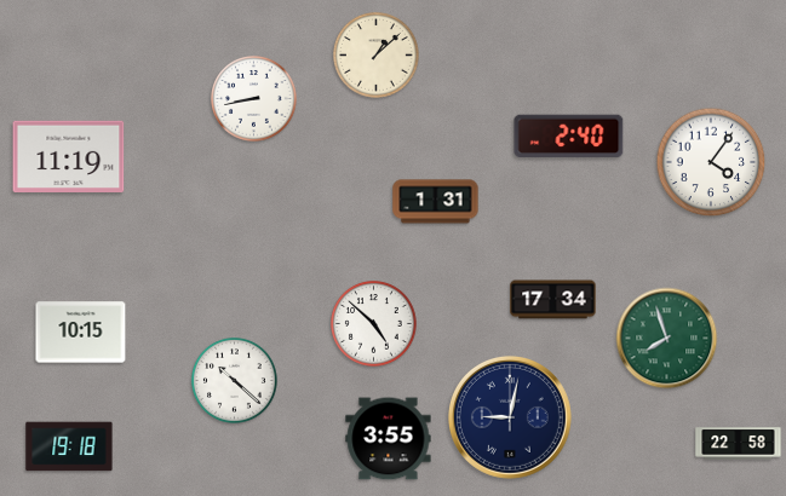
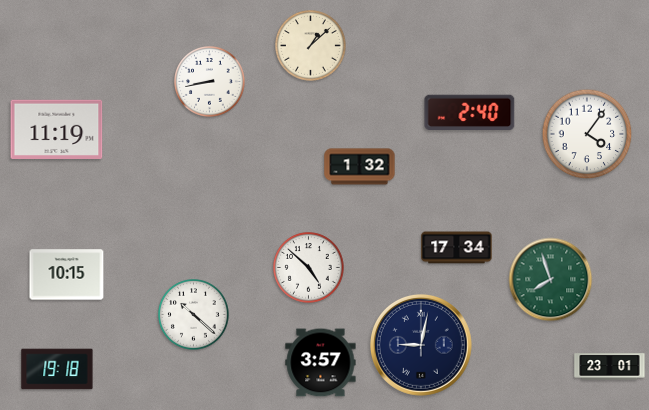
clock at (436, 202): 1:31 -> 1:32
clock at (389, 439): 3:55 -> 3:57
clock at (739, 444): 22:58 -> 23:01
